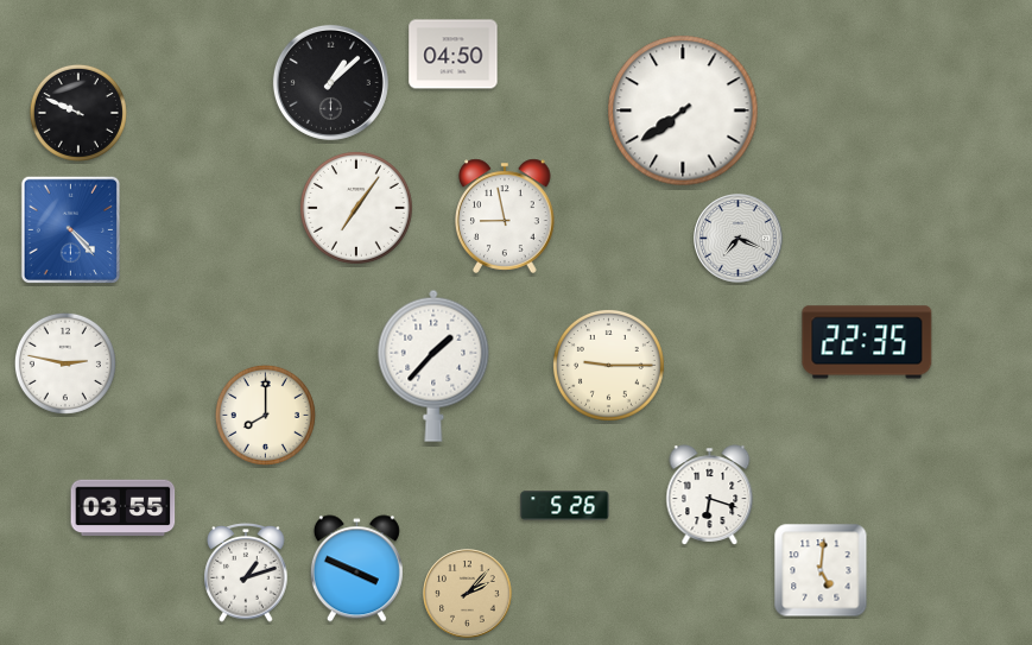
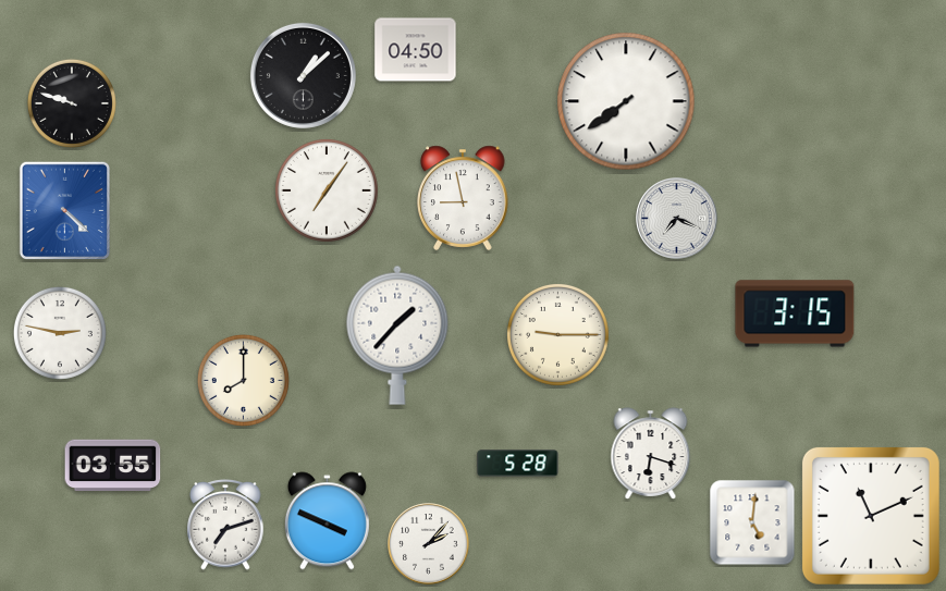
clock at (78, 113): 9:49 -> 9:48
clock at (70, 229): 4:23 -> 4:22
clock at (867, 342): 22:35 -> 3:15
clock at (565, 506): 5:26 -> 5:28
clock at (871, 516): none -> 11:11
clock at (246, 573): 1:12 -> 7:12
clock at (468, 594) dial: champagne -> white
